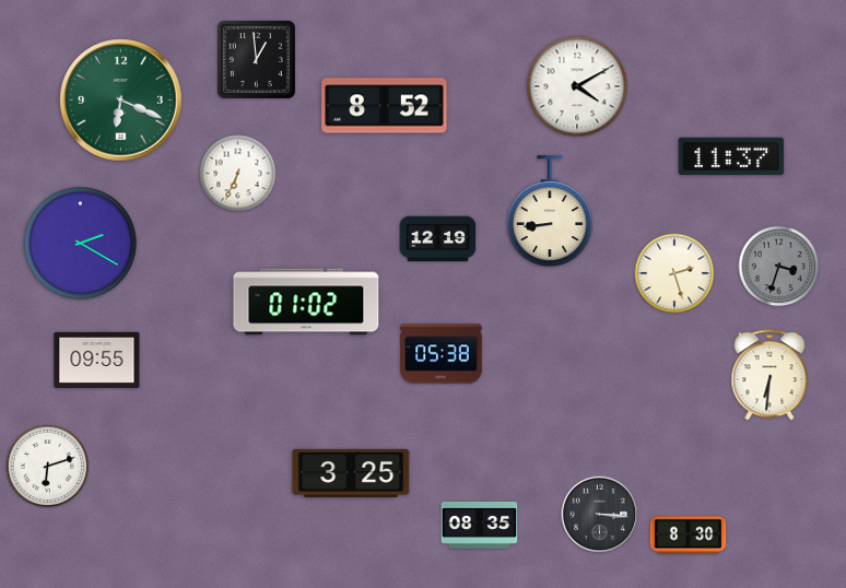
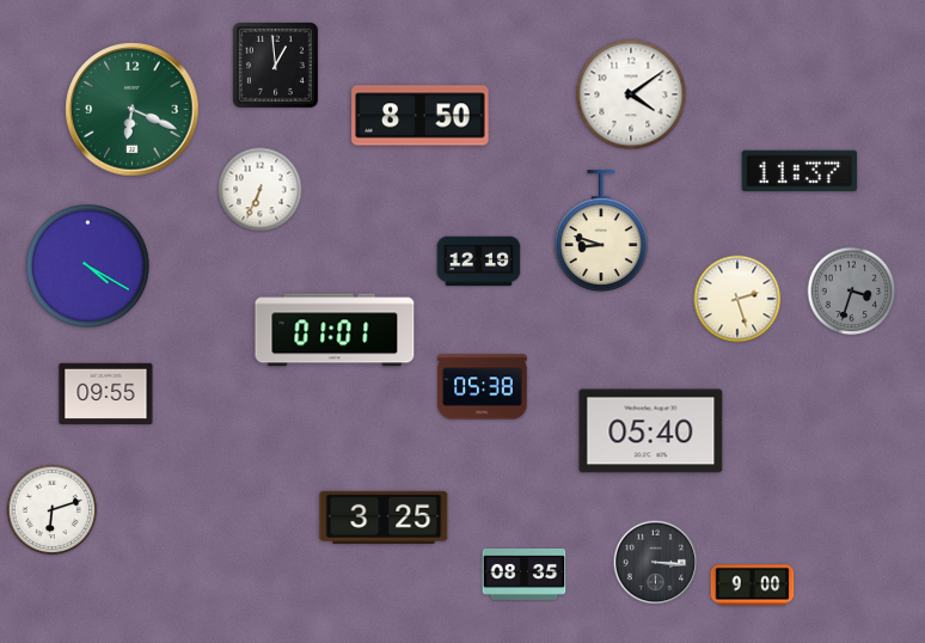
clock at (256, 59) position: (256, 59) -> (275, 65)
clock at (577, 86): 4:10 -> 4:09
clock at (385, 106): 8:52 -> 8:50
clock at (550, 212): 8:44 -> 8:48
clock at (80, 243): 2:20 -> 4:20
clock at (306, 302): 01:02 -> 01:01
clock at (769, 375): 6:31 -> none
clock at (651, 431): none -> 05:40
clock at (689, 536): 8:30 -> 9:00
